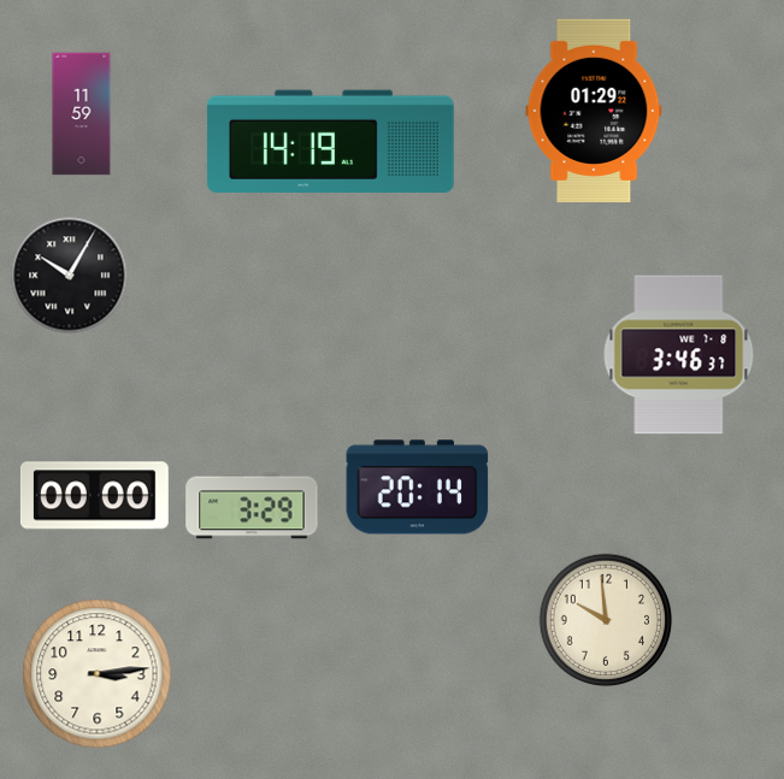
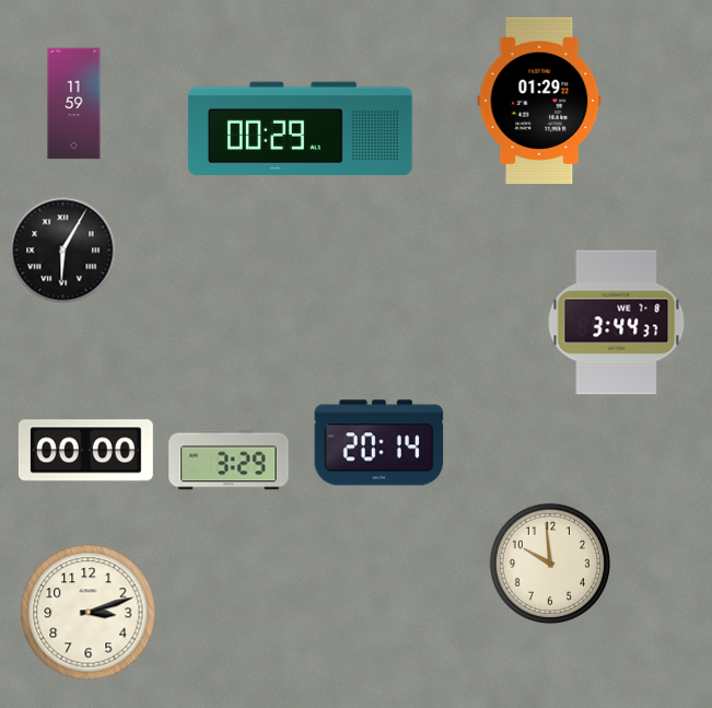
clock at (330, 141): 14:19 -> 00:29
clock at (70, 276): 10:05 -> 6:05
clock at (679, 355): 3:46 -> 3:44
clock at (98, 674): 3:14 -> 3:12
